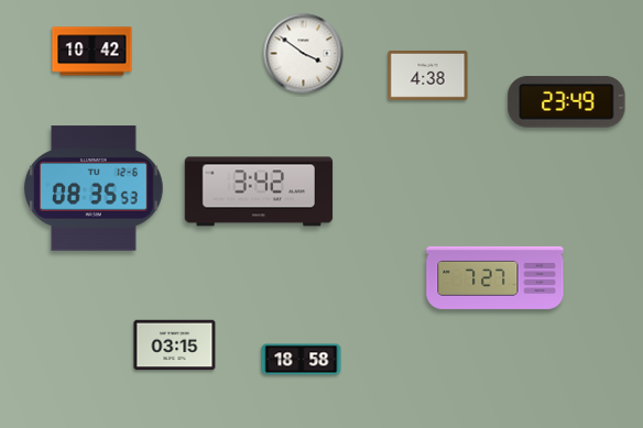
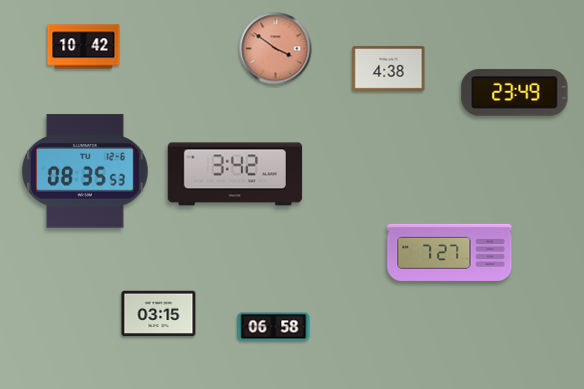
clock at (304, 54) dial: white -> salmon
clock at (302, 360): 18:58 -> 06:58
